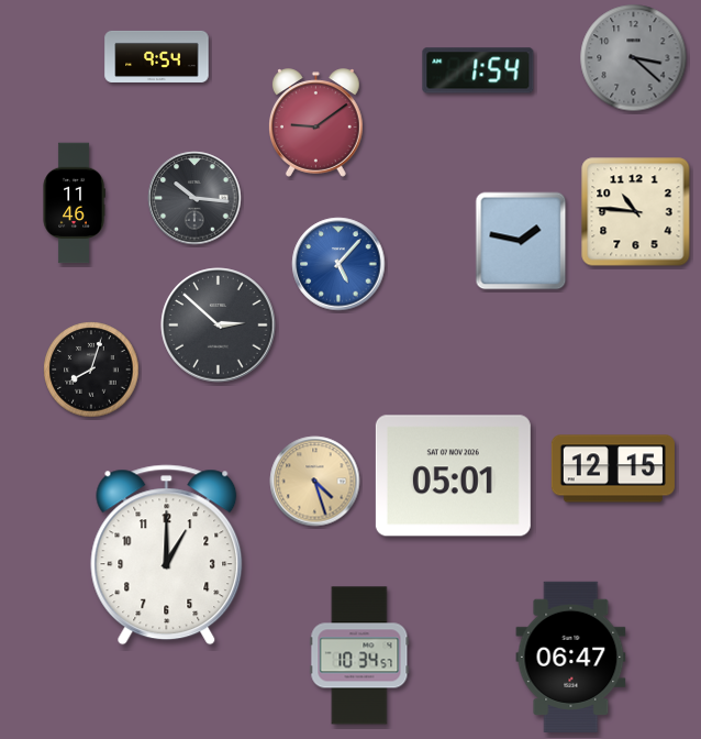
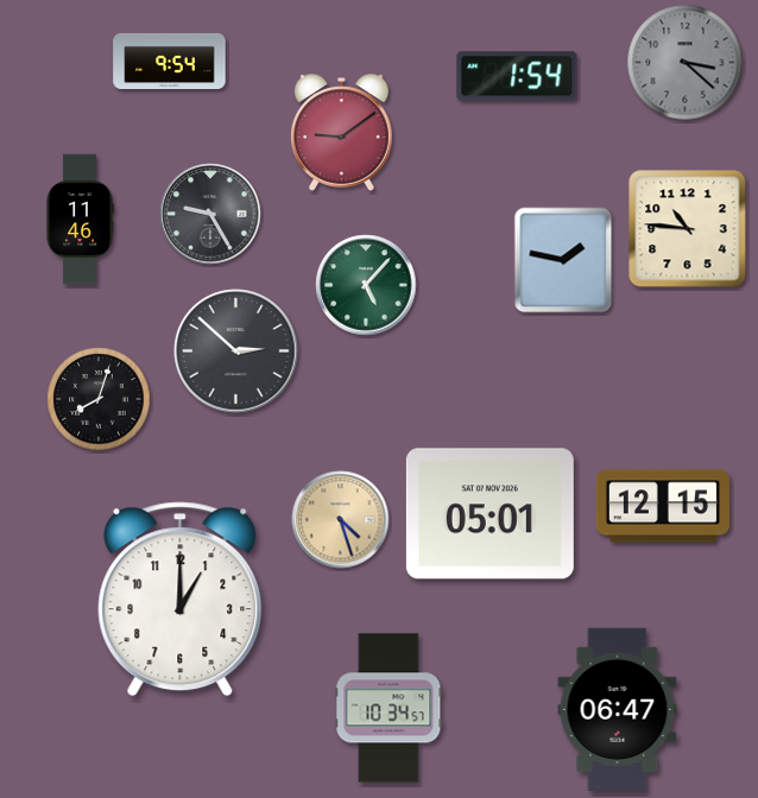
clock at (194, 198): 10:16 -> 9:25
clock at (338, 264) dial: blue -> green
